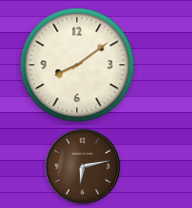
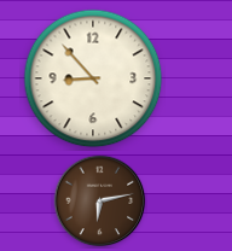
clock at (77, 65): 8:09 -> 8:53
